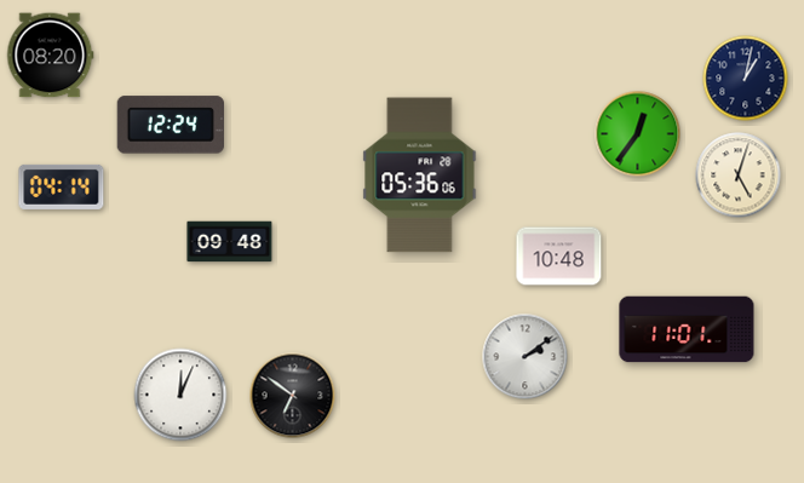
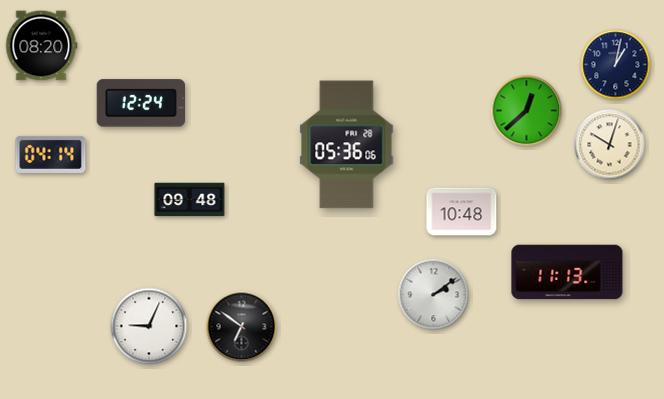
clock at (638, 134): 12:36 -> 12:38
clock at (739, 176): 5:03 -> 10:03
clock at (687, 329): 11:01 -> 11:13
clock at (180, 395): 12:04 -> 9:04
